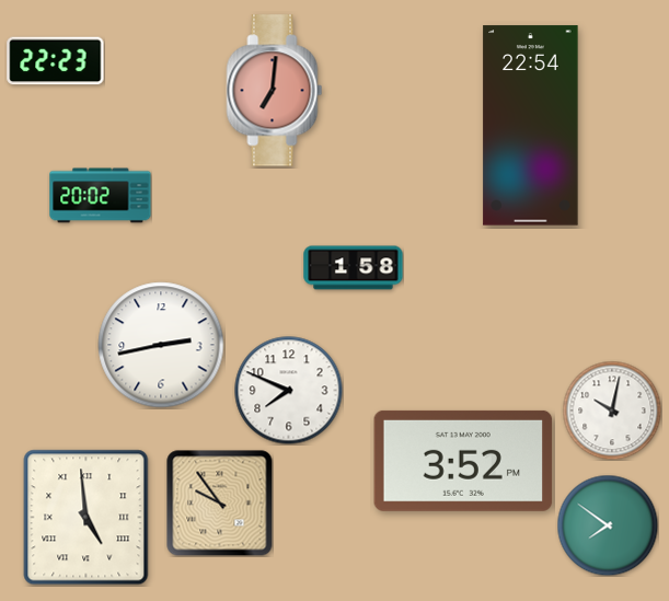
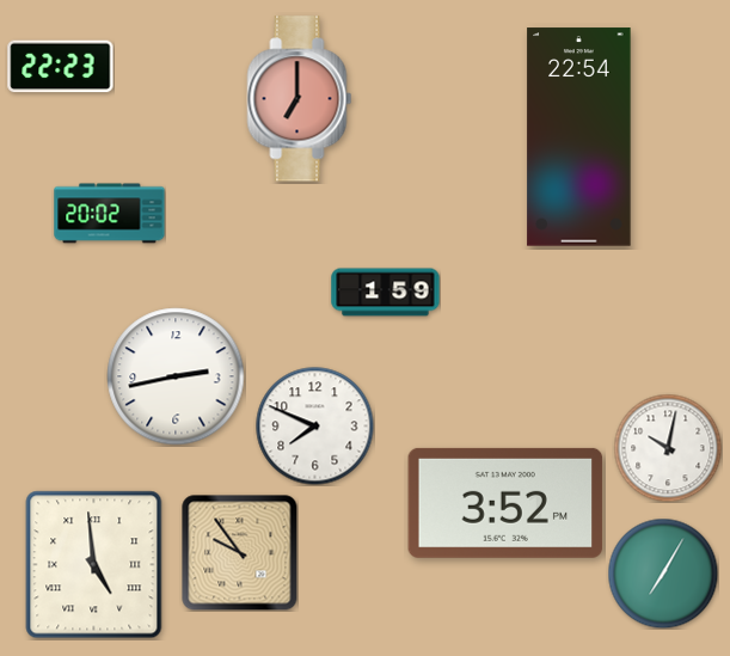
clock at (275, 91): 7:01 -> 7:00
clock at (354, 268): 1:58 -> 1:59
clock at (220, 504) position: (220, 504) -> (240, 553)
clock at (608, 525): 7:51 -> 7:05
